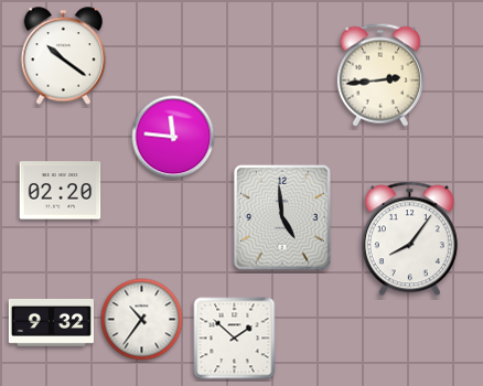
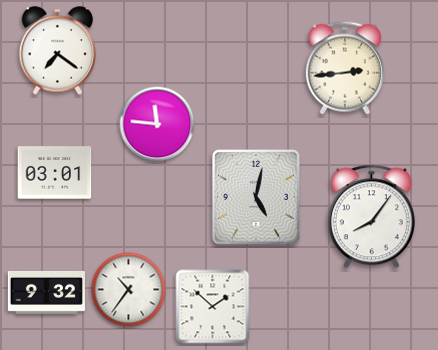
clock at (64, 56): 10:21 -> 7:21
clock at (61, 191): 02:20 -> 03:01
clock at (282, 217): 4:59 -> 5:02
